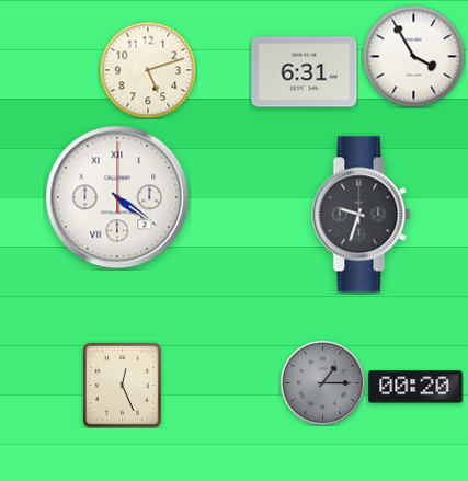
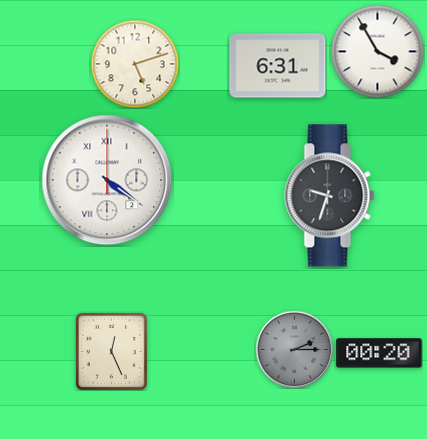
clock at (322, 382): 1:15 -> 2:15
